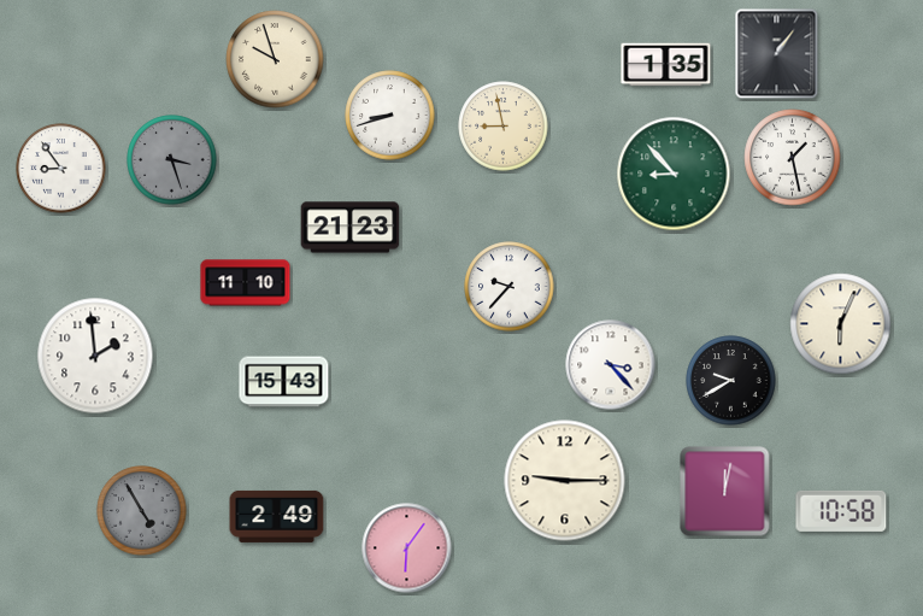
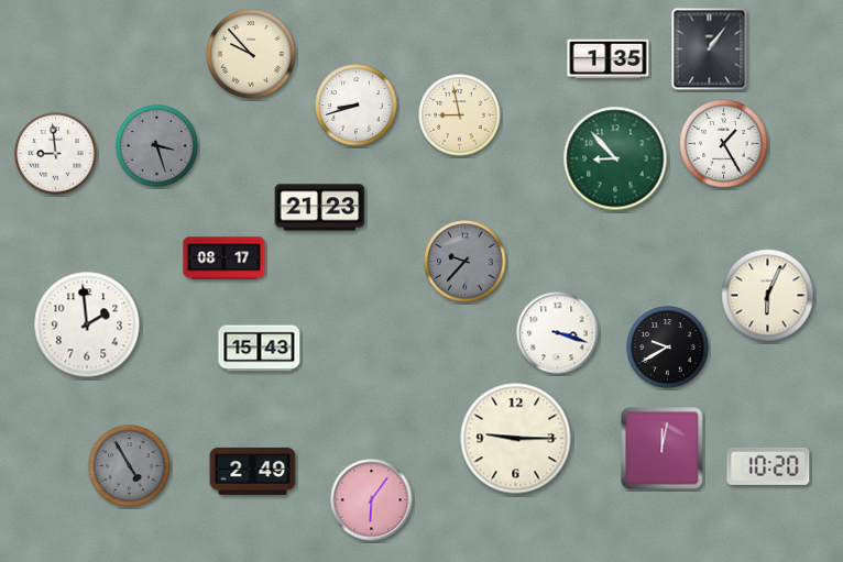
clock at (275, 59): 9:57 -> 9:53
clock at (793, 158): 1:28 -> 1:25
clock at (61, 169): 8:54 -> 8:59
clock at (246, 283): 11:10 -> 08:17
clock at (510, 287) dial: white -> grey
clock at (611, 365): 3:23 -> 3:18
clock at (841, 511): 10:58 -> 10:20
